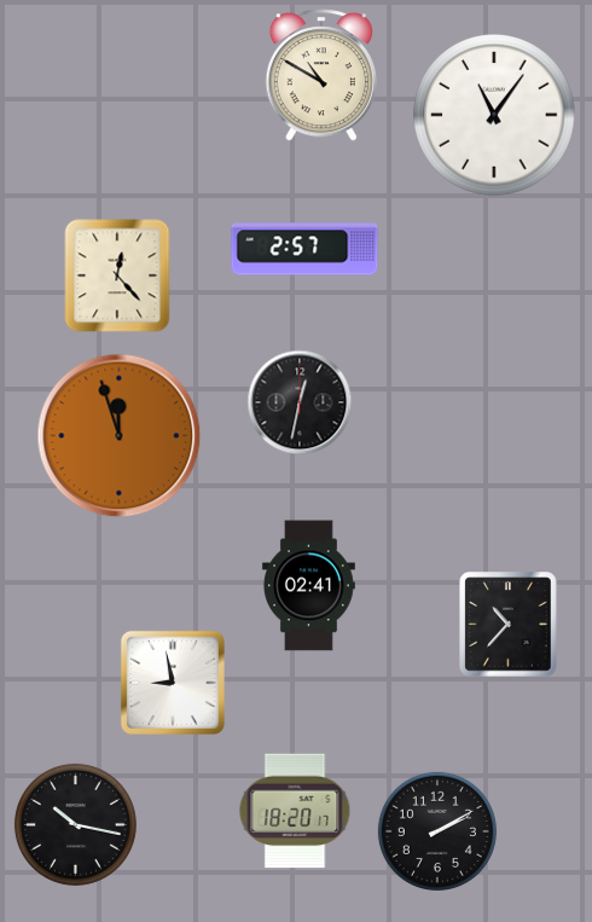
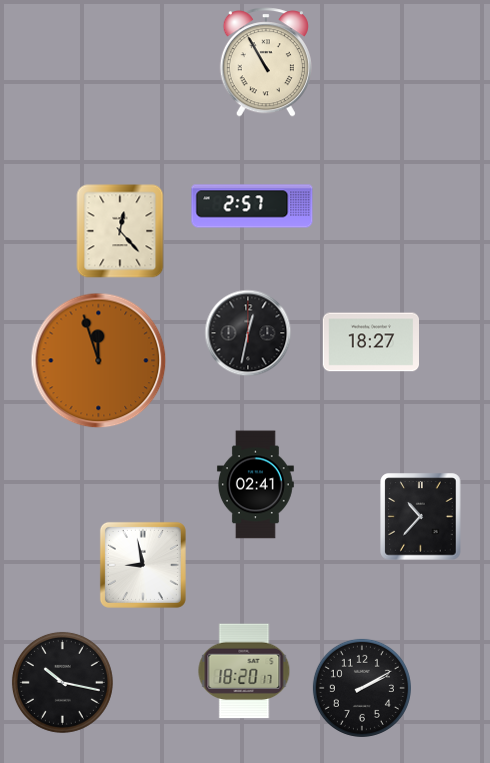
clock at (321, 75): 10:50 -> 10:55
clock at (494, 115): 11:06 -> none
clock at (117, 276) position: (117, 276) -> (120, 231)
clock at (370, 342): none -> 18:27
